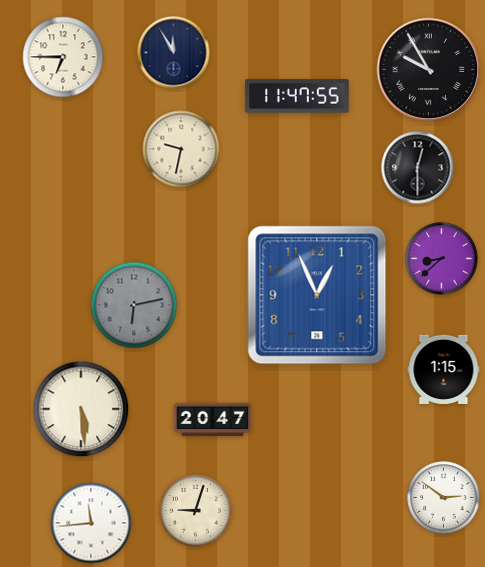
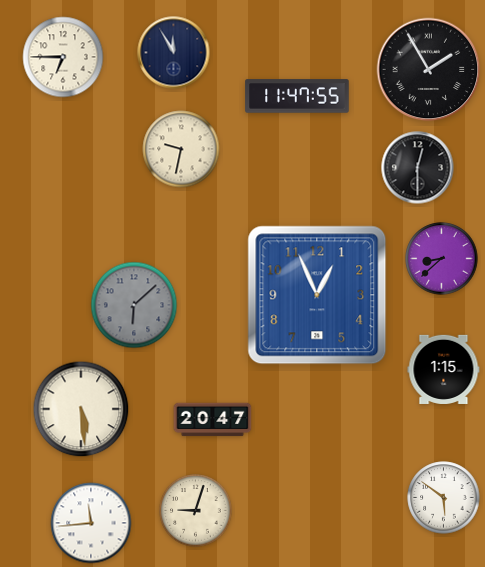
clock at (429, 70): 9:55 -> 1:55
clock at (134, 305): 6:13 -> 6:08
clock at (444, 498): 2:51 -> 5:51
